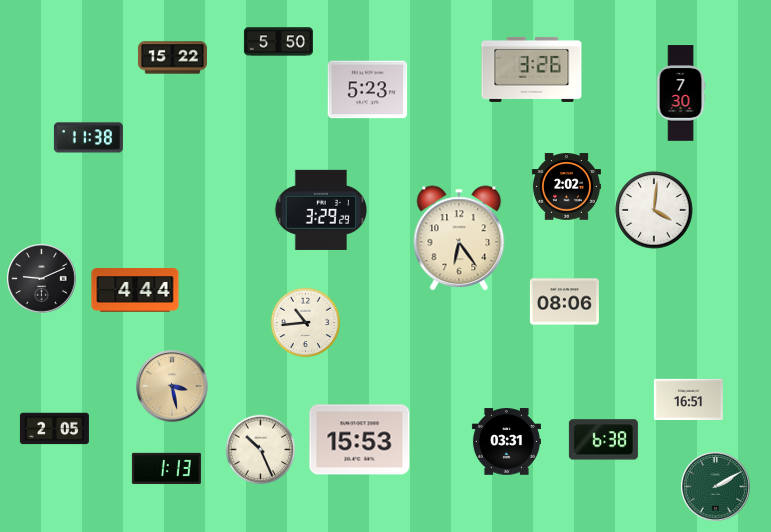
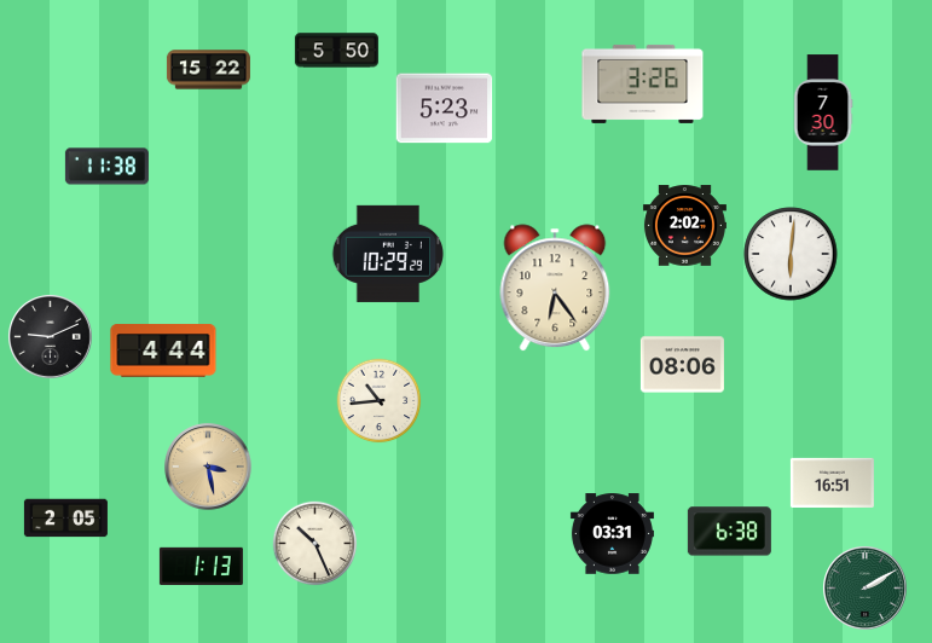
clock at (321, 210): 3:29 -> 10:29
clock at (654, 210): 4:01 -> 6:01
clock at (306, 323) position: (306, 323) -> (380, 401)
clock at (360, 440): 15:53 -> none
